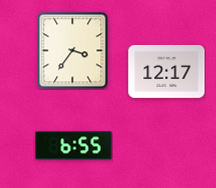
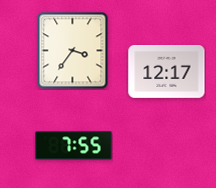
clock at (74, 146): 6:55 -> 7:55
